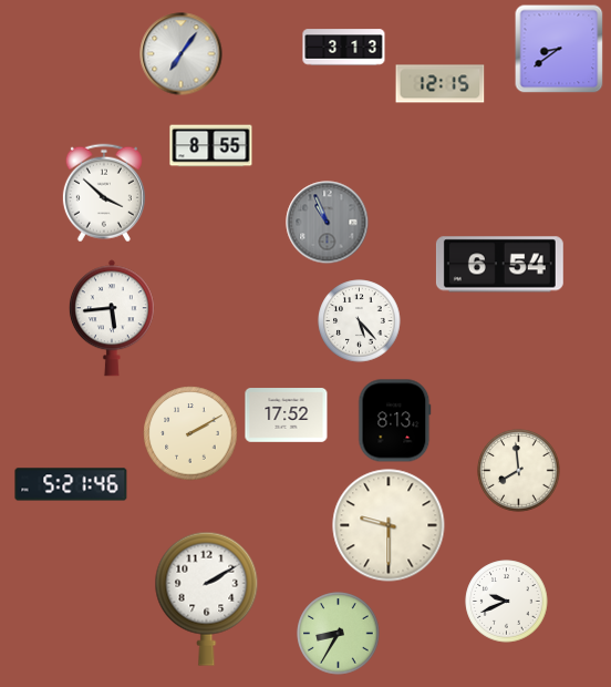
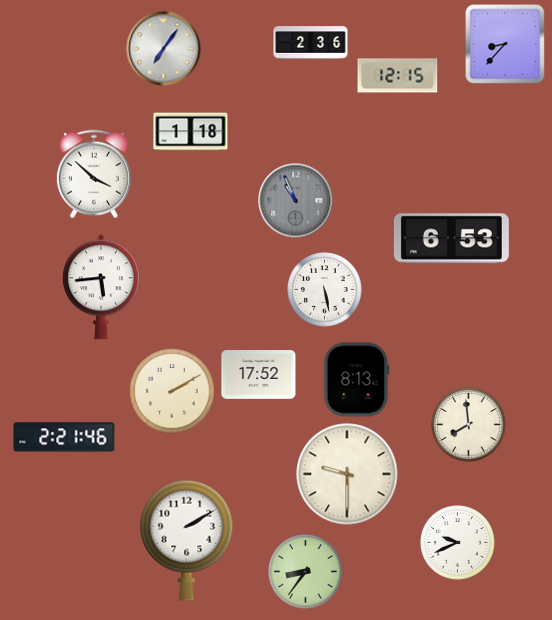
clock at (344, 48): 3:13 -> 2:36
clock at (559, 49): 8:39 -> 8:37
clock at (211, 146): 8:55 -> 1:18
clock at (499, 265): 6:54 -> 6:53
clock at (360, 321): 5:23 -> 5:28
clock at (71, 484): 5:21 -> 2:21
clock at (389, 525) position: (389, 525) -> (347, 474)
clock at (339, 634): 8:35 -> 8:36
